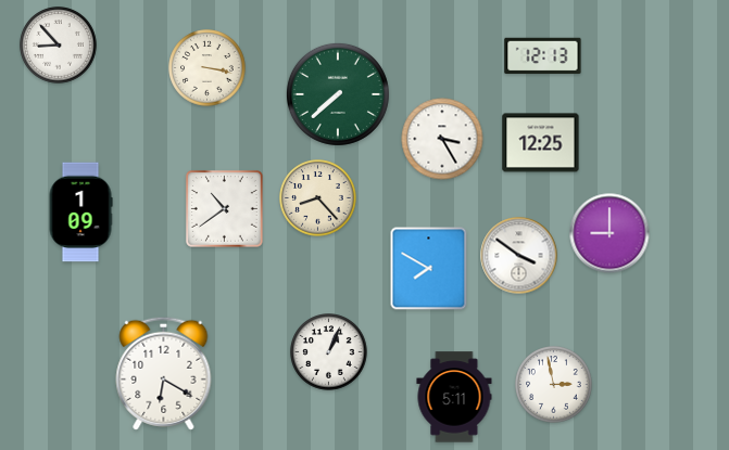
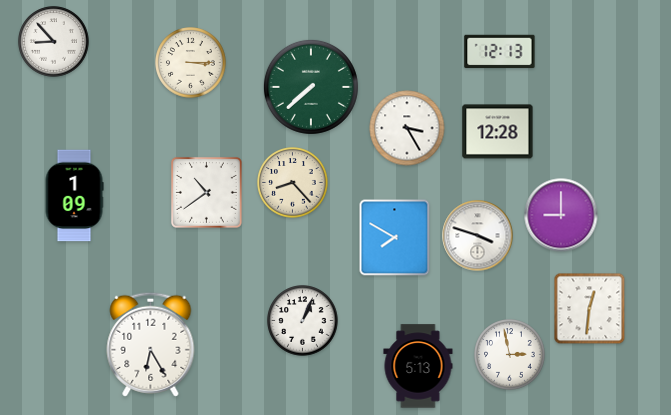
clock at (208, 68): 3:17 -> 3:15
clock at (541, 143): 12:25 -> 12:28
clock at (519, 256): 3:51 -> 3:48
clock at (429, 269) position: (429, 269) -> (395, 238)
clock at (590, 309): none -> 12:31
clock at (329, 352) position: (329, 352) -> (303, 321)
clock at (164, 373): 6:20 -> 6:25
clock at (454, 397): 5:11 -> 5:13
